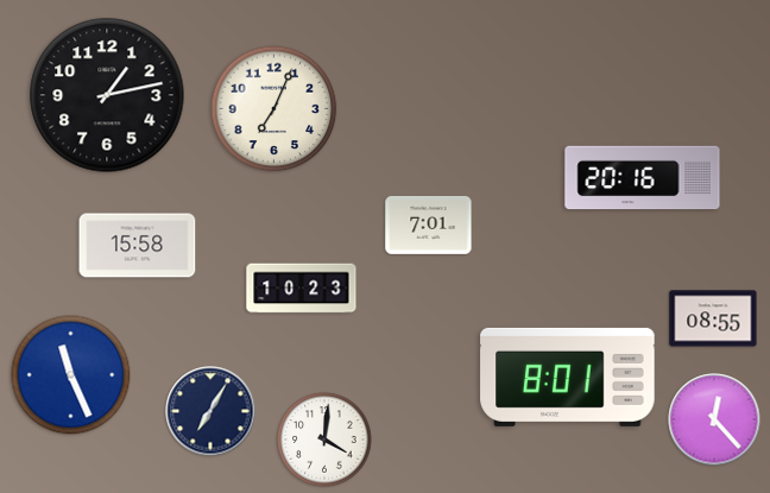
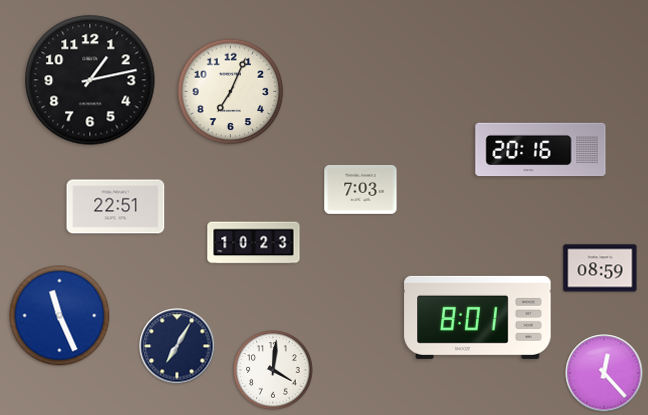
clock at (429, 225): 7:01 -> 7:03
clock at (138, 246): 15:58 -> 22:51
clock at (713, 318): 08:55 -> 08:59
clock at (714, 419) position: (714, 419) -> (604, 373)
